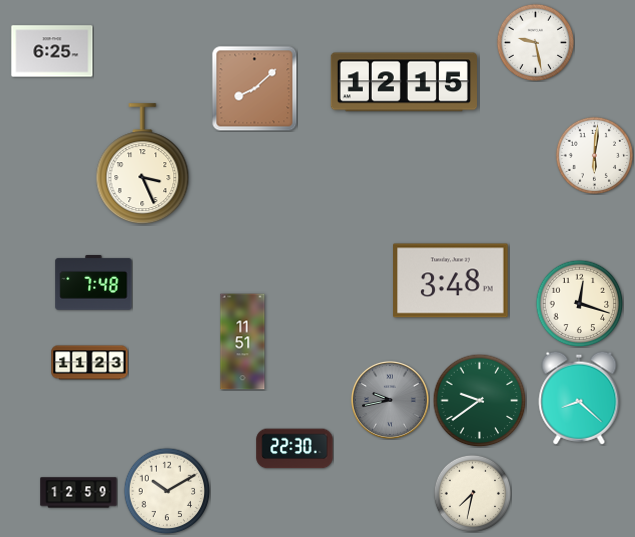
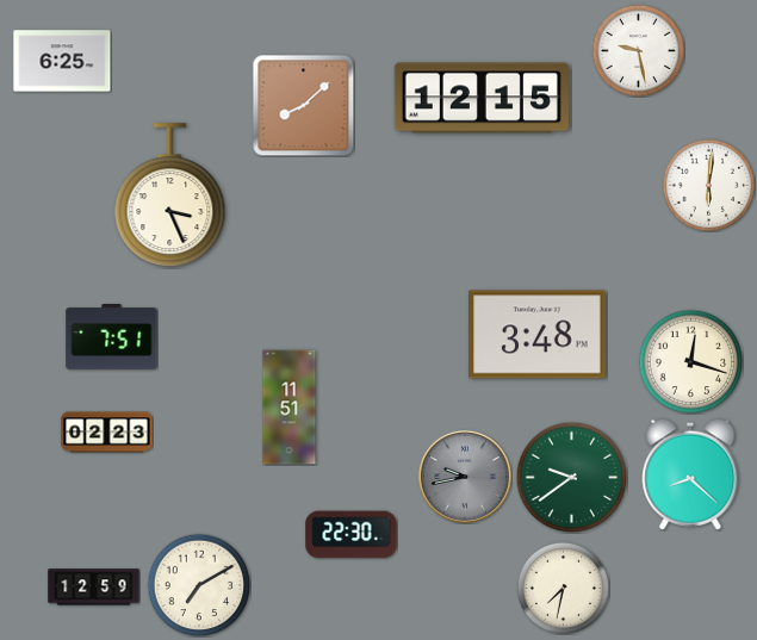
clock at (94, 283): 7:48 -> 7:51
clock at (90, 363): 11:23 -> 02:23
clock at (167, 491): 10:10 -> 7:10
